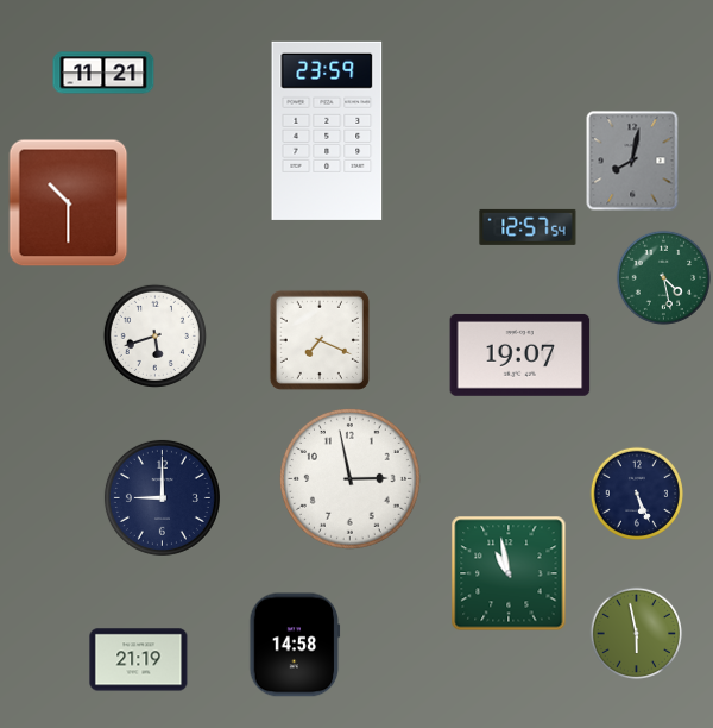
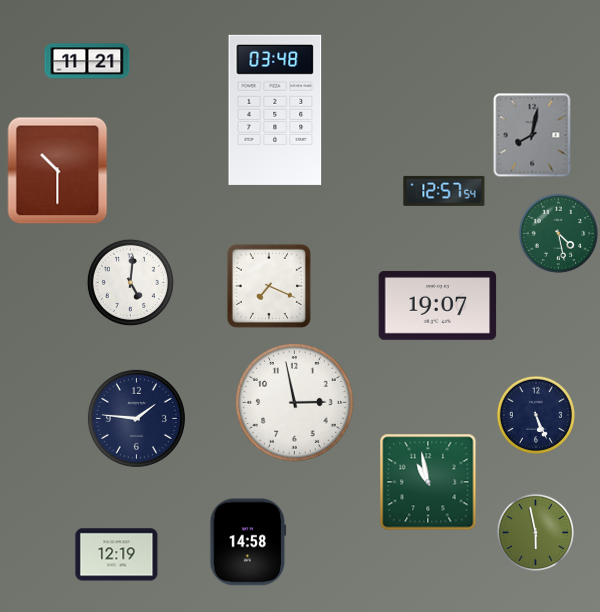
clock at (327, 131): 23:59 -> 03:48
clock at (154, 335): 5:42 -> 5:01
clock at (520, 354) position: (520, 354) -> (438, 305)
clock at (162, 497): 9:00 -> 1:46
clock at (139, 660): 21:19 -> 12:19
